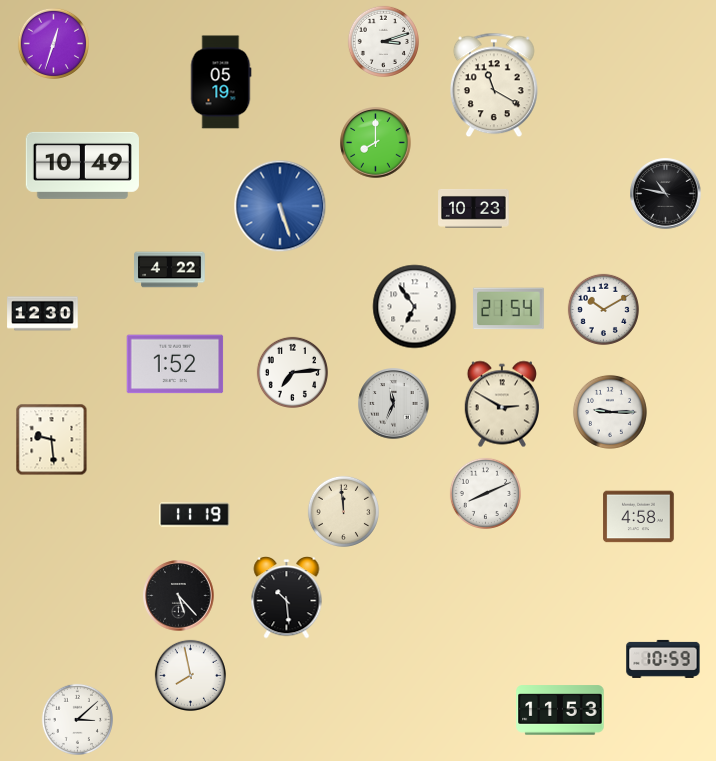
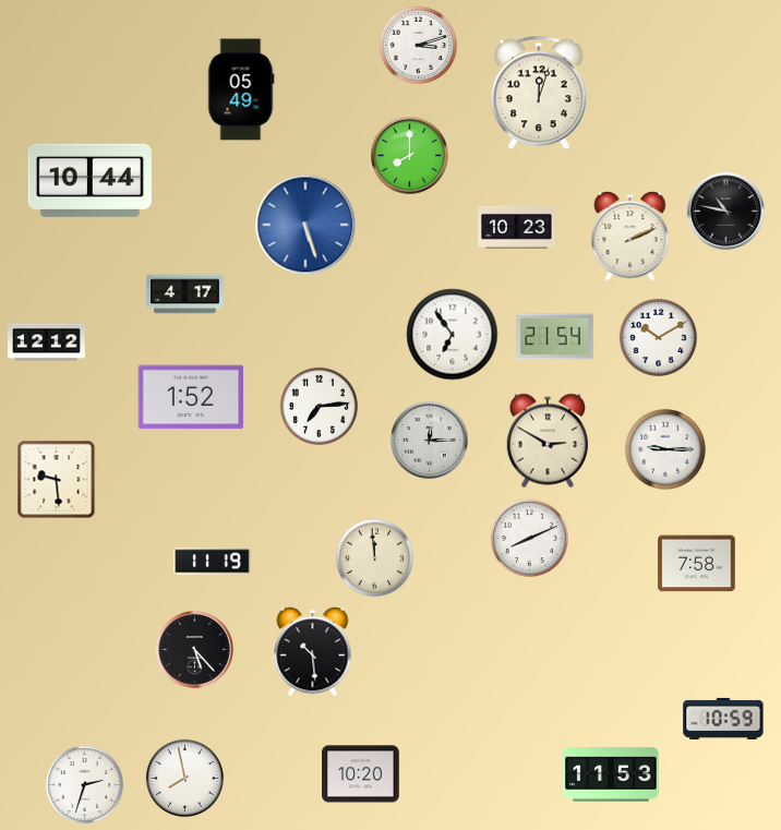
clock at (53, 43): 12:33 -> none
clock at (221, 82): 05:19 -> 05:49
clock at (494, 85): 11:20 -> 12:03
clock at (82, 165): 10:49 -> 10:44
clock at (630, 237): none -> 2:11
clock at (170, 270): 4:22 -> 4:17
clock at (43, 314): 12:30 -> 12:12
clock at (394, 404): 11:34 -> 12:15
clock at (639, 517): 4:58 -> 7:58
clock at (190, 675) position: (190, 675) -> (184, 778)
clock at (361, 774): none -> 10:20
clock at (77, 719): 3:08 -> 2:33
